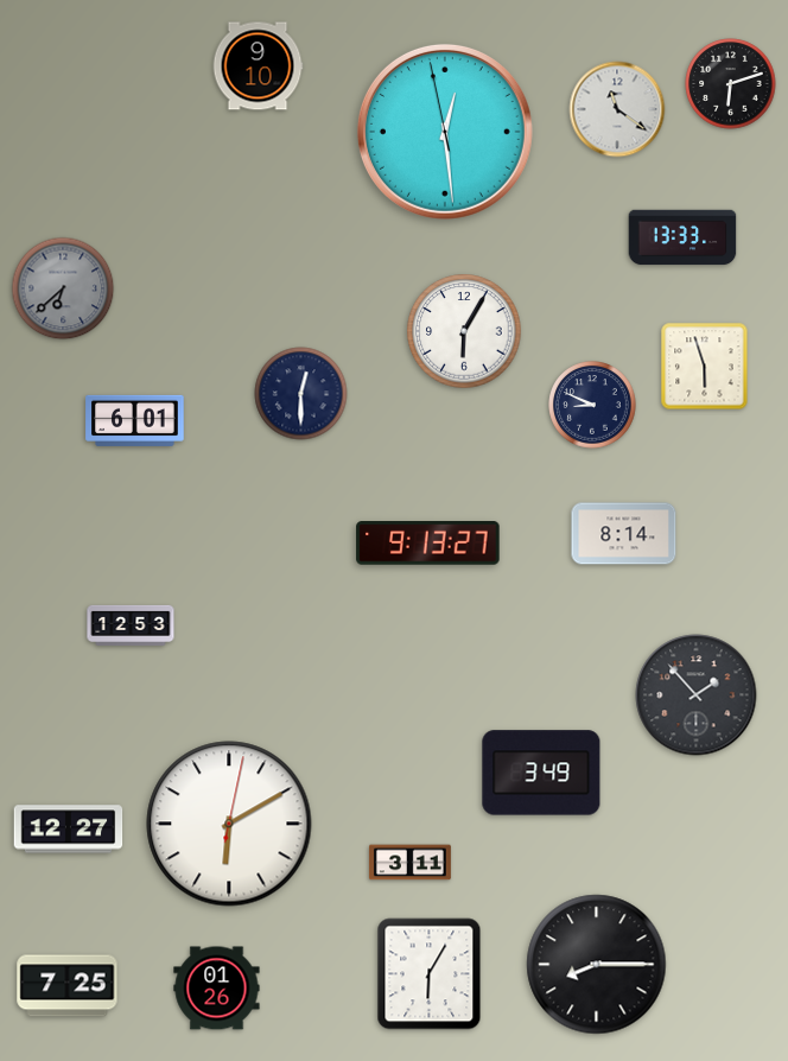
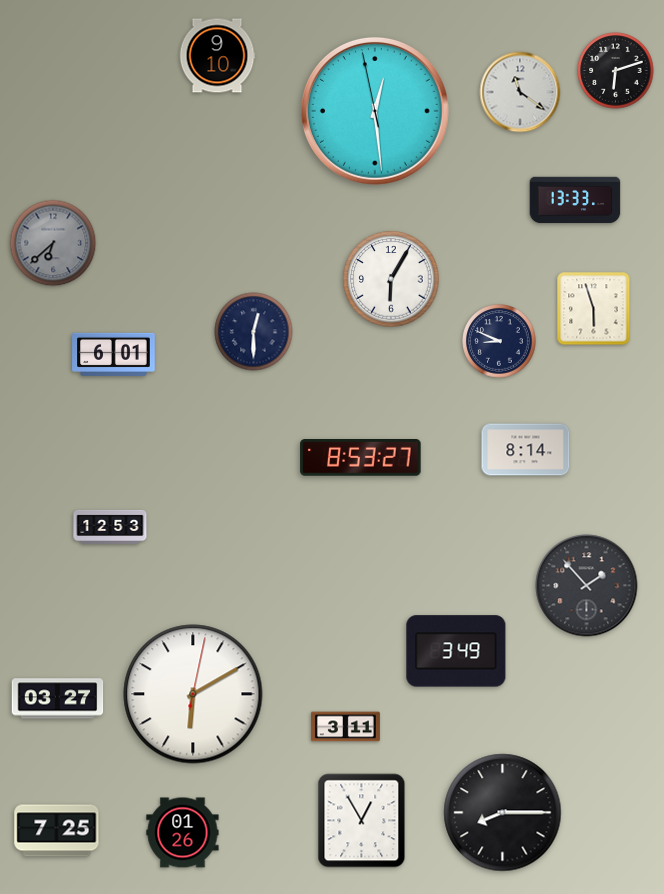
clock at (428, 544): 9:13 -> 8:53
clock at (69, 830): 12:27 -> 03:27
clock at (430, 974): 6:05 -> 12:55
